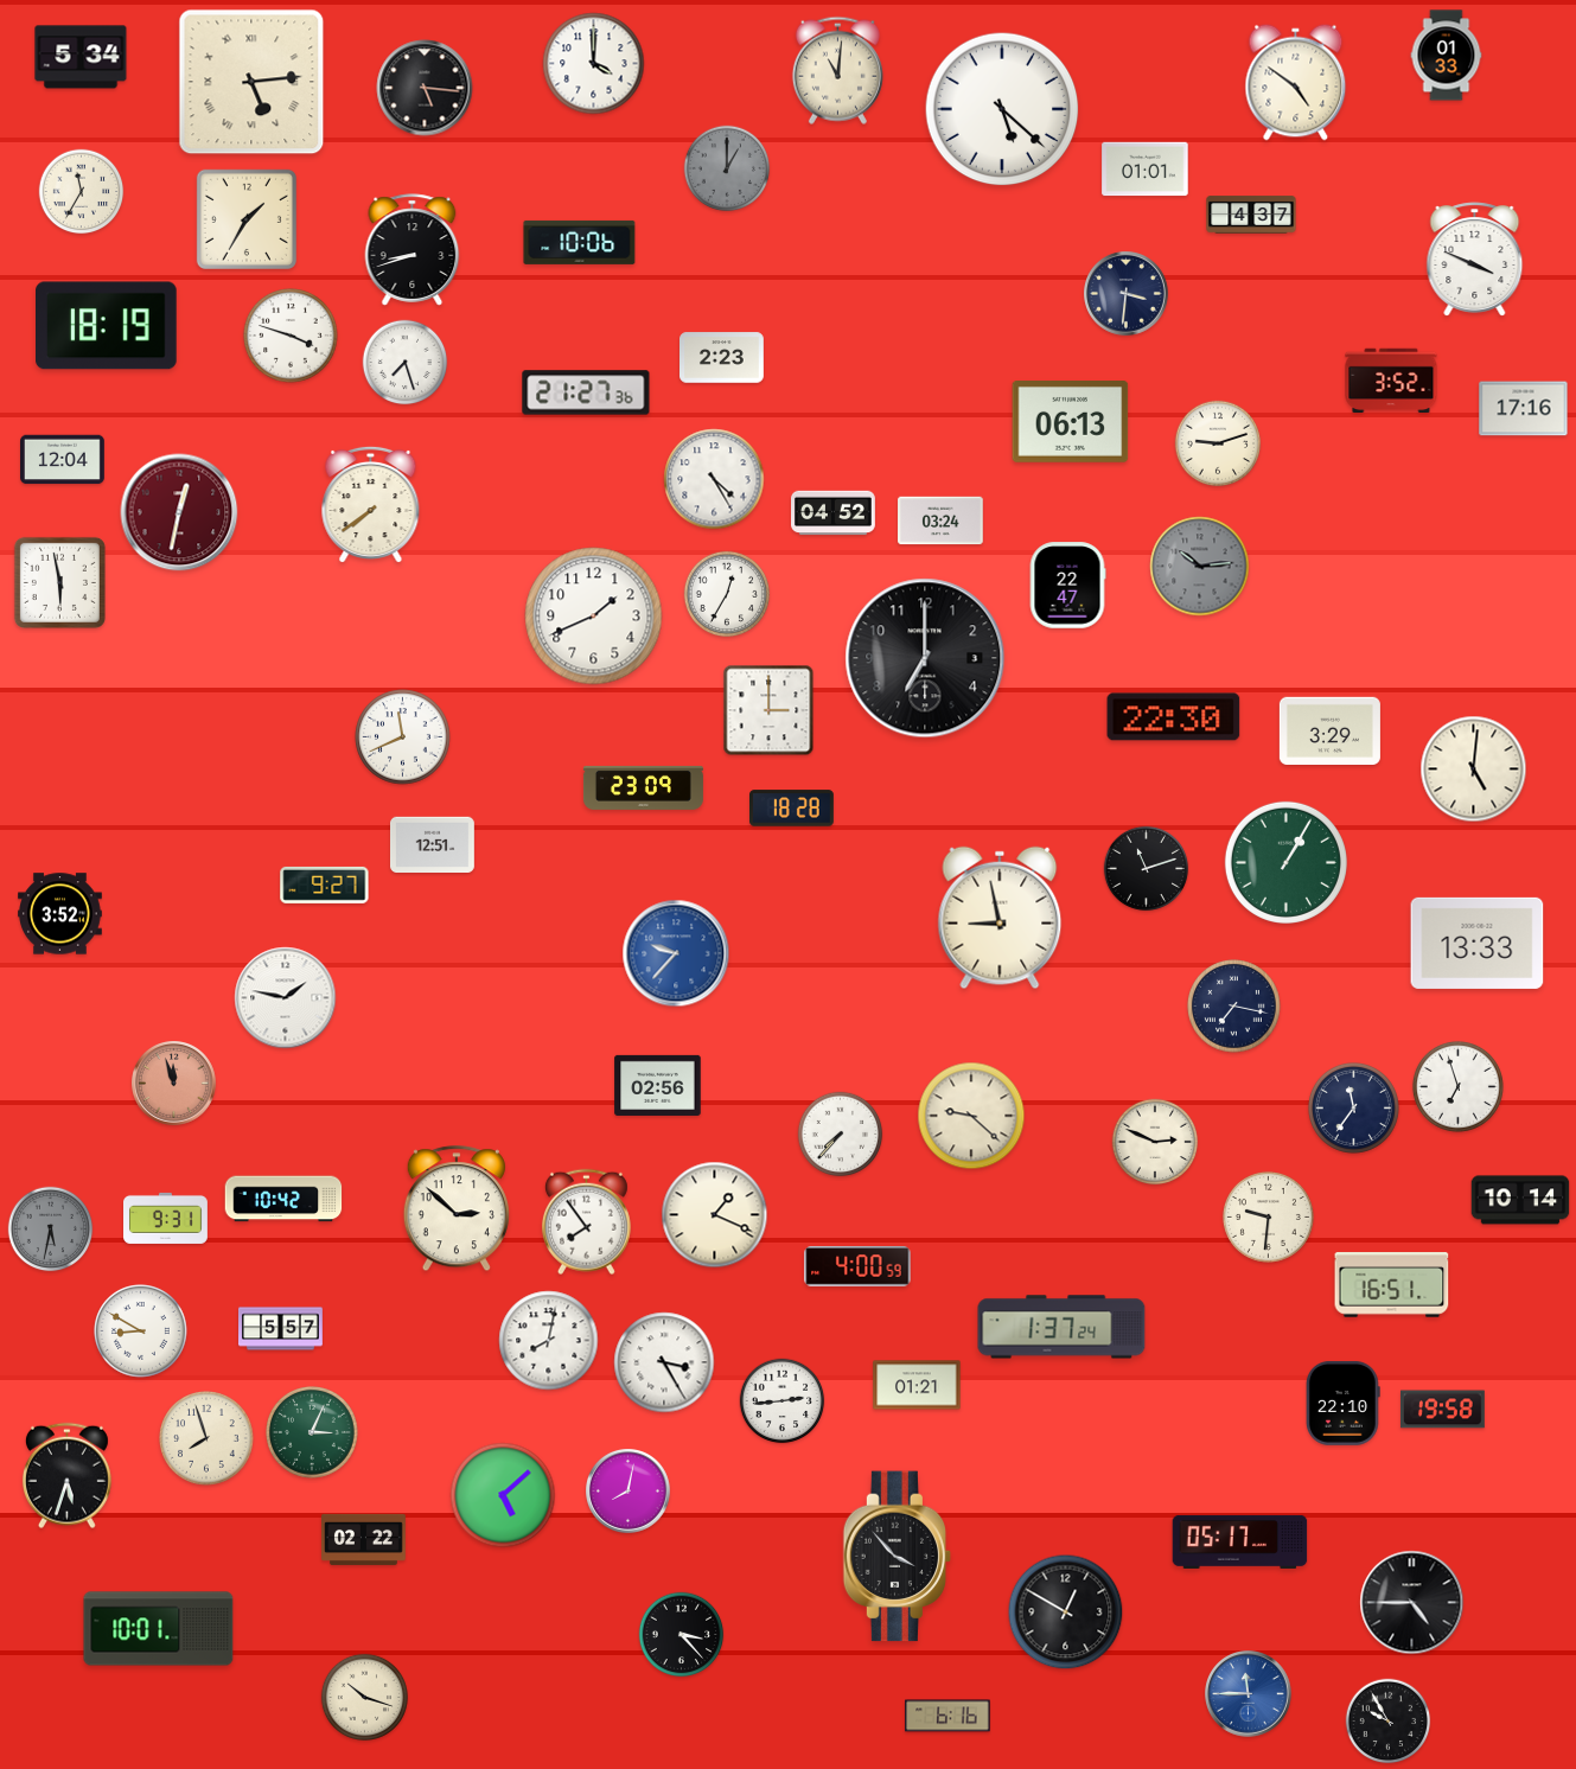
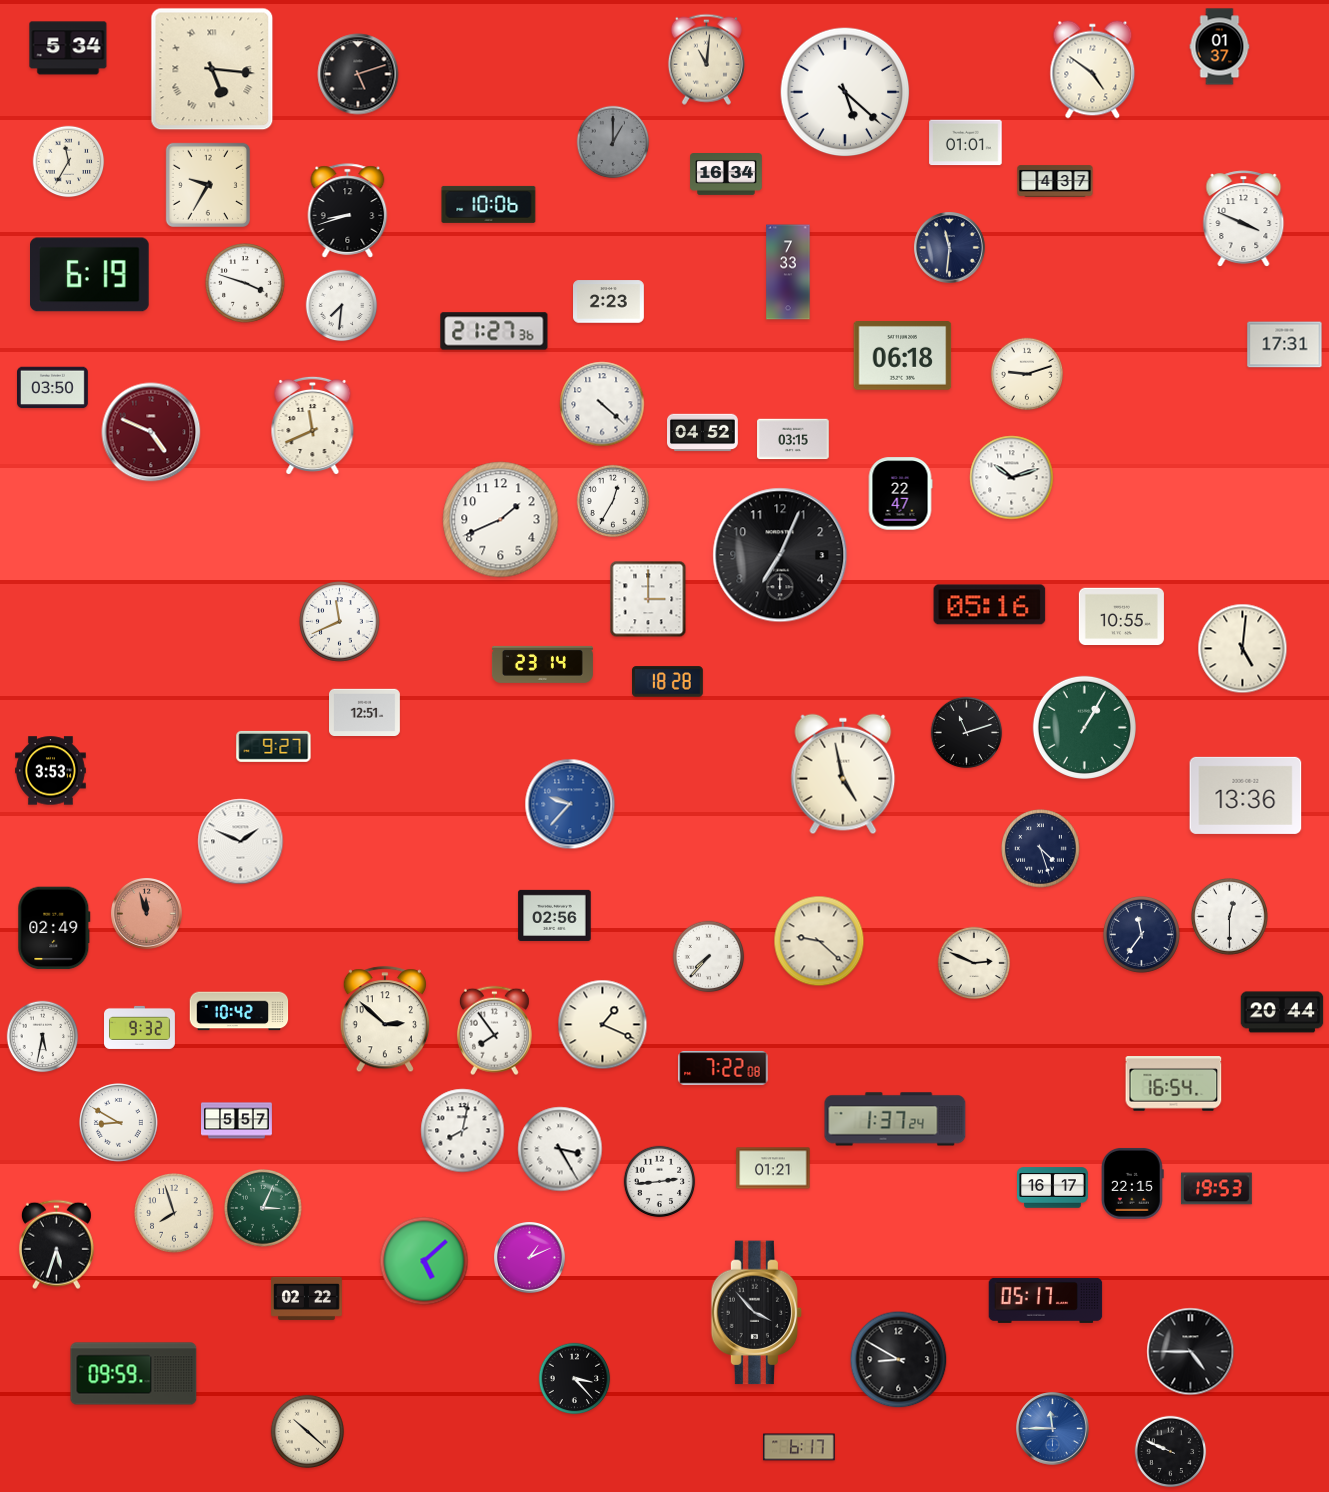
clock at (1447, 56): 01:33 -> 01:37
clock at (594, 64): 4:00 -> none
clock at (251, 82): 5:14 -> 5:16
clock at (425, 88): 5:16 -> 5:12
clock at (726, 175): none -> 16:34
clock at (247, 219): 1:35 -> 9:35
clock at (1127, 294): 3:31 -> 11:31
clock at (788, 272): none -> 7:33
clock at (107, 326): 18:19 -> 6:19
clock at (406, 363): 7:27 -> 7:31
clock at (1391, 379): 3:52 -> none
clock at (1524, 409): 17:16 -> 17:31
clock at (1071, 422): 06:13 -> 06:18
clock at (63, 460): 12:04 -> 03:50
clock at (714, 479): 4:25 -> 4:22
clock at (371, 504): 7:39 -> 11:41
clock at (179, 512): 12:32 -> 4:49
clock at (940, 521): 03:24 -> 03:15
clock at (1200, 567): 10:14 -> 10:12
clock at (1200, 567) dial: grey -> white
clock at (59, 582): 5:58 -> none
clock at (925, 658): 7:00 -> 7:04
clock at (1174, 717): 22:30 -> 05:16
clock at (1329, 732): 3:29 -> 10:55
clock at (643, 787): 23:09 -> 23:14
clock at (60, 914): 3:52 -> 3:53
clock at (1000, 918): 8:58 -> 4:58
clock at (1478, 943): 13:33 -> 13:36
clock at (286, 998): 1:47 -> 1:49
clock at (1234, 1007): 7:17 -> 4:27
clock at (1457, 1086): 6:57 -> 12:30
clock at (54, 928): none -> 02:49
clock at (1520, 1200): 10:14 -> 20:44
clock at (1268, 1216): 9:31 -> none
clock at (166, 1218): 9:31 -> 9:32
clock at (51, 1230) dial: grey -> white
clock at (857, 1266): 4:00 -> 7:22
clock at (1392, 1285): 16:51 -> 16:54
clock at (1344, 1403): 22:10 -> 22:15
clock at (1053, 1188): none -> 16:17
clock at (1442, 1410): 19:58 -> 19:53
clock at (629, 1492): 8:02 -> 1:11
clock at (1066, 1612): 12:50 -> 8:50
clock at (159, 1629): 10:01 -> 09:59
clock at (364, 1697): 10:18 -> 10:22
clock at (947, 1716): 6:16 -> 6:17
clock at (1389, 1722): 9:55 -> 9:49
